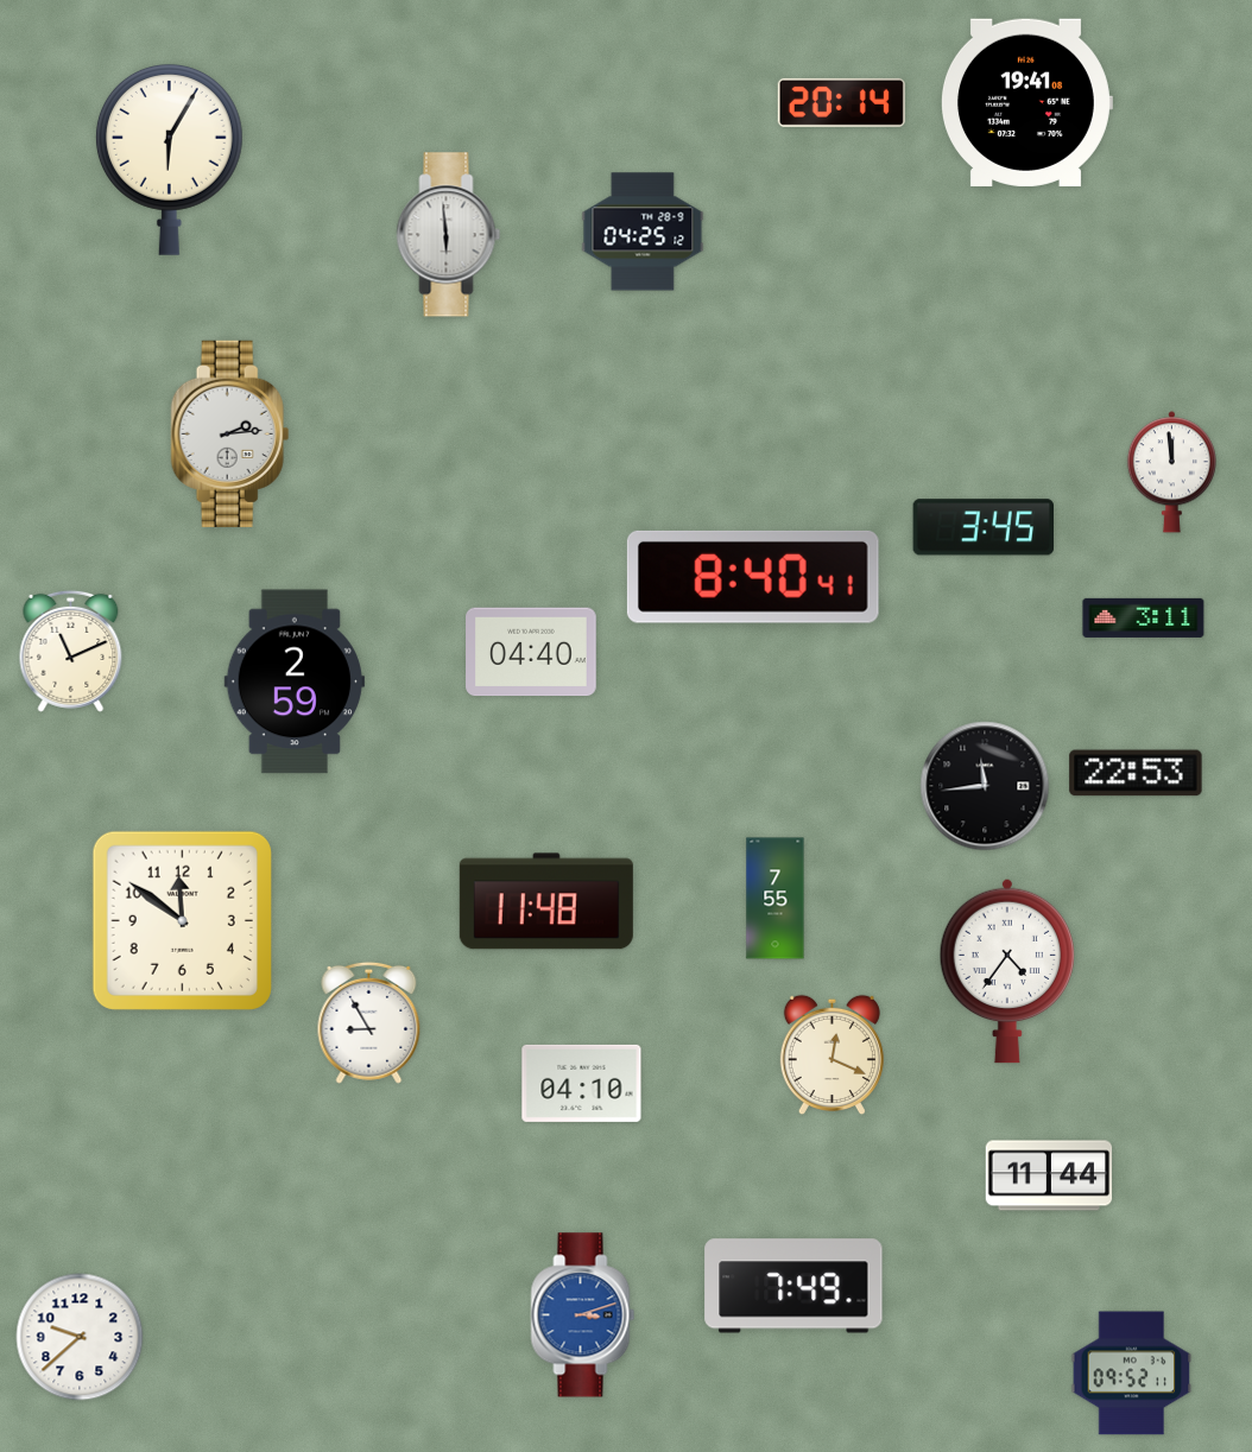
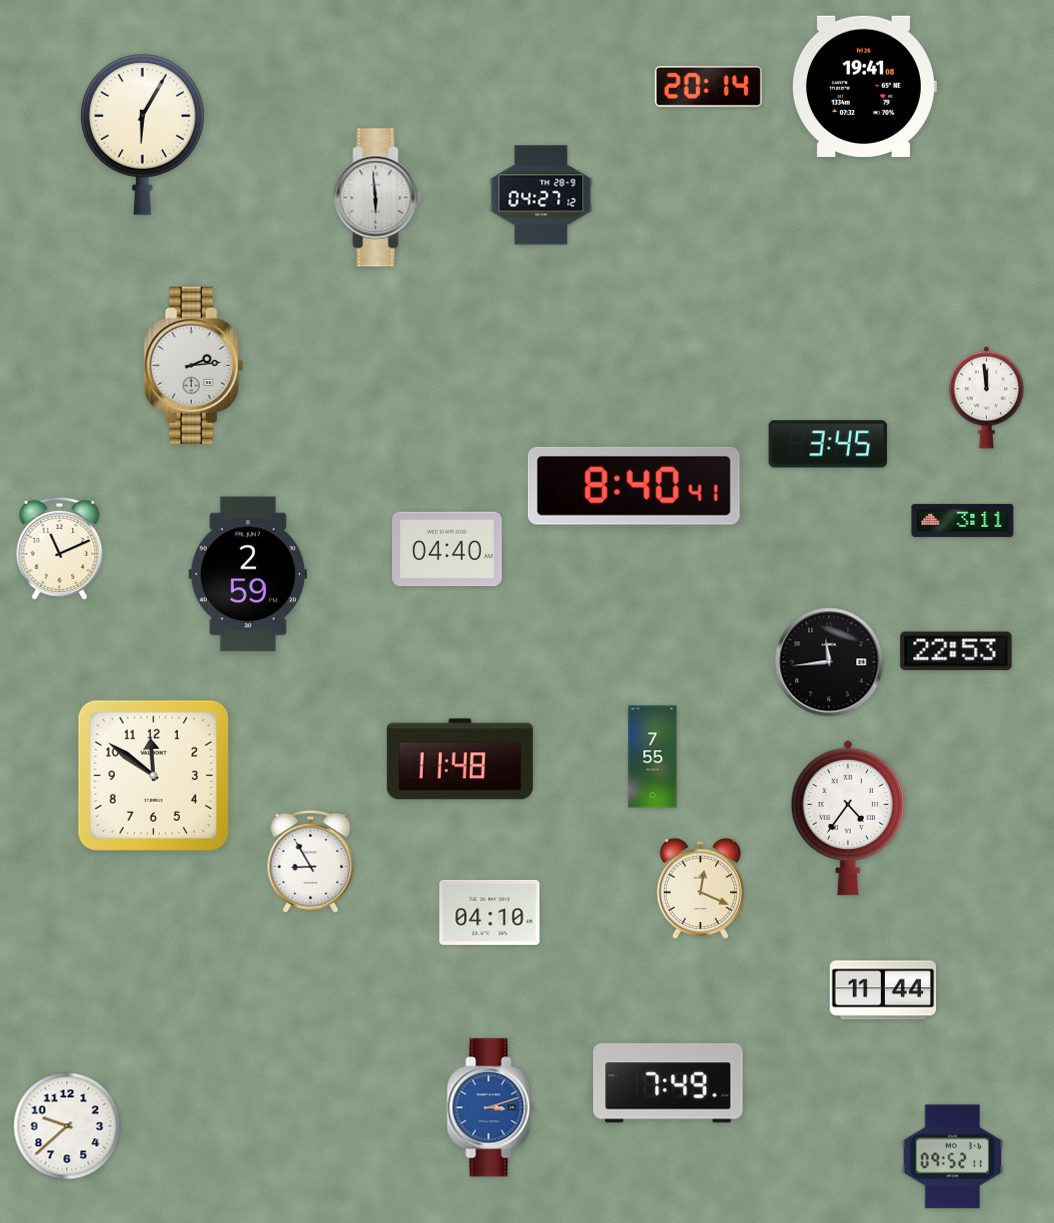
clock at (643, 232): 04:25 -> 04:27
